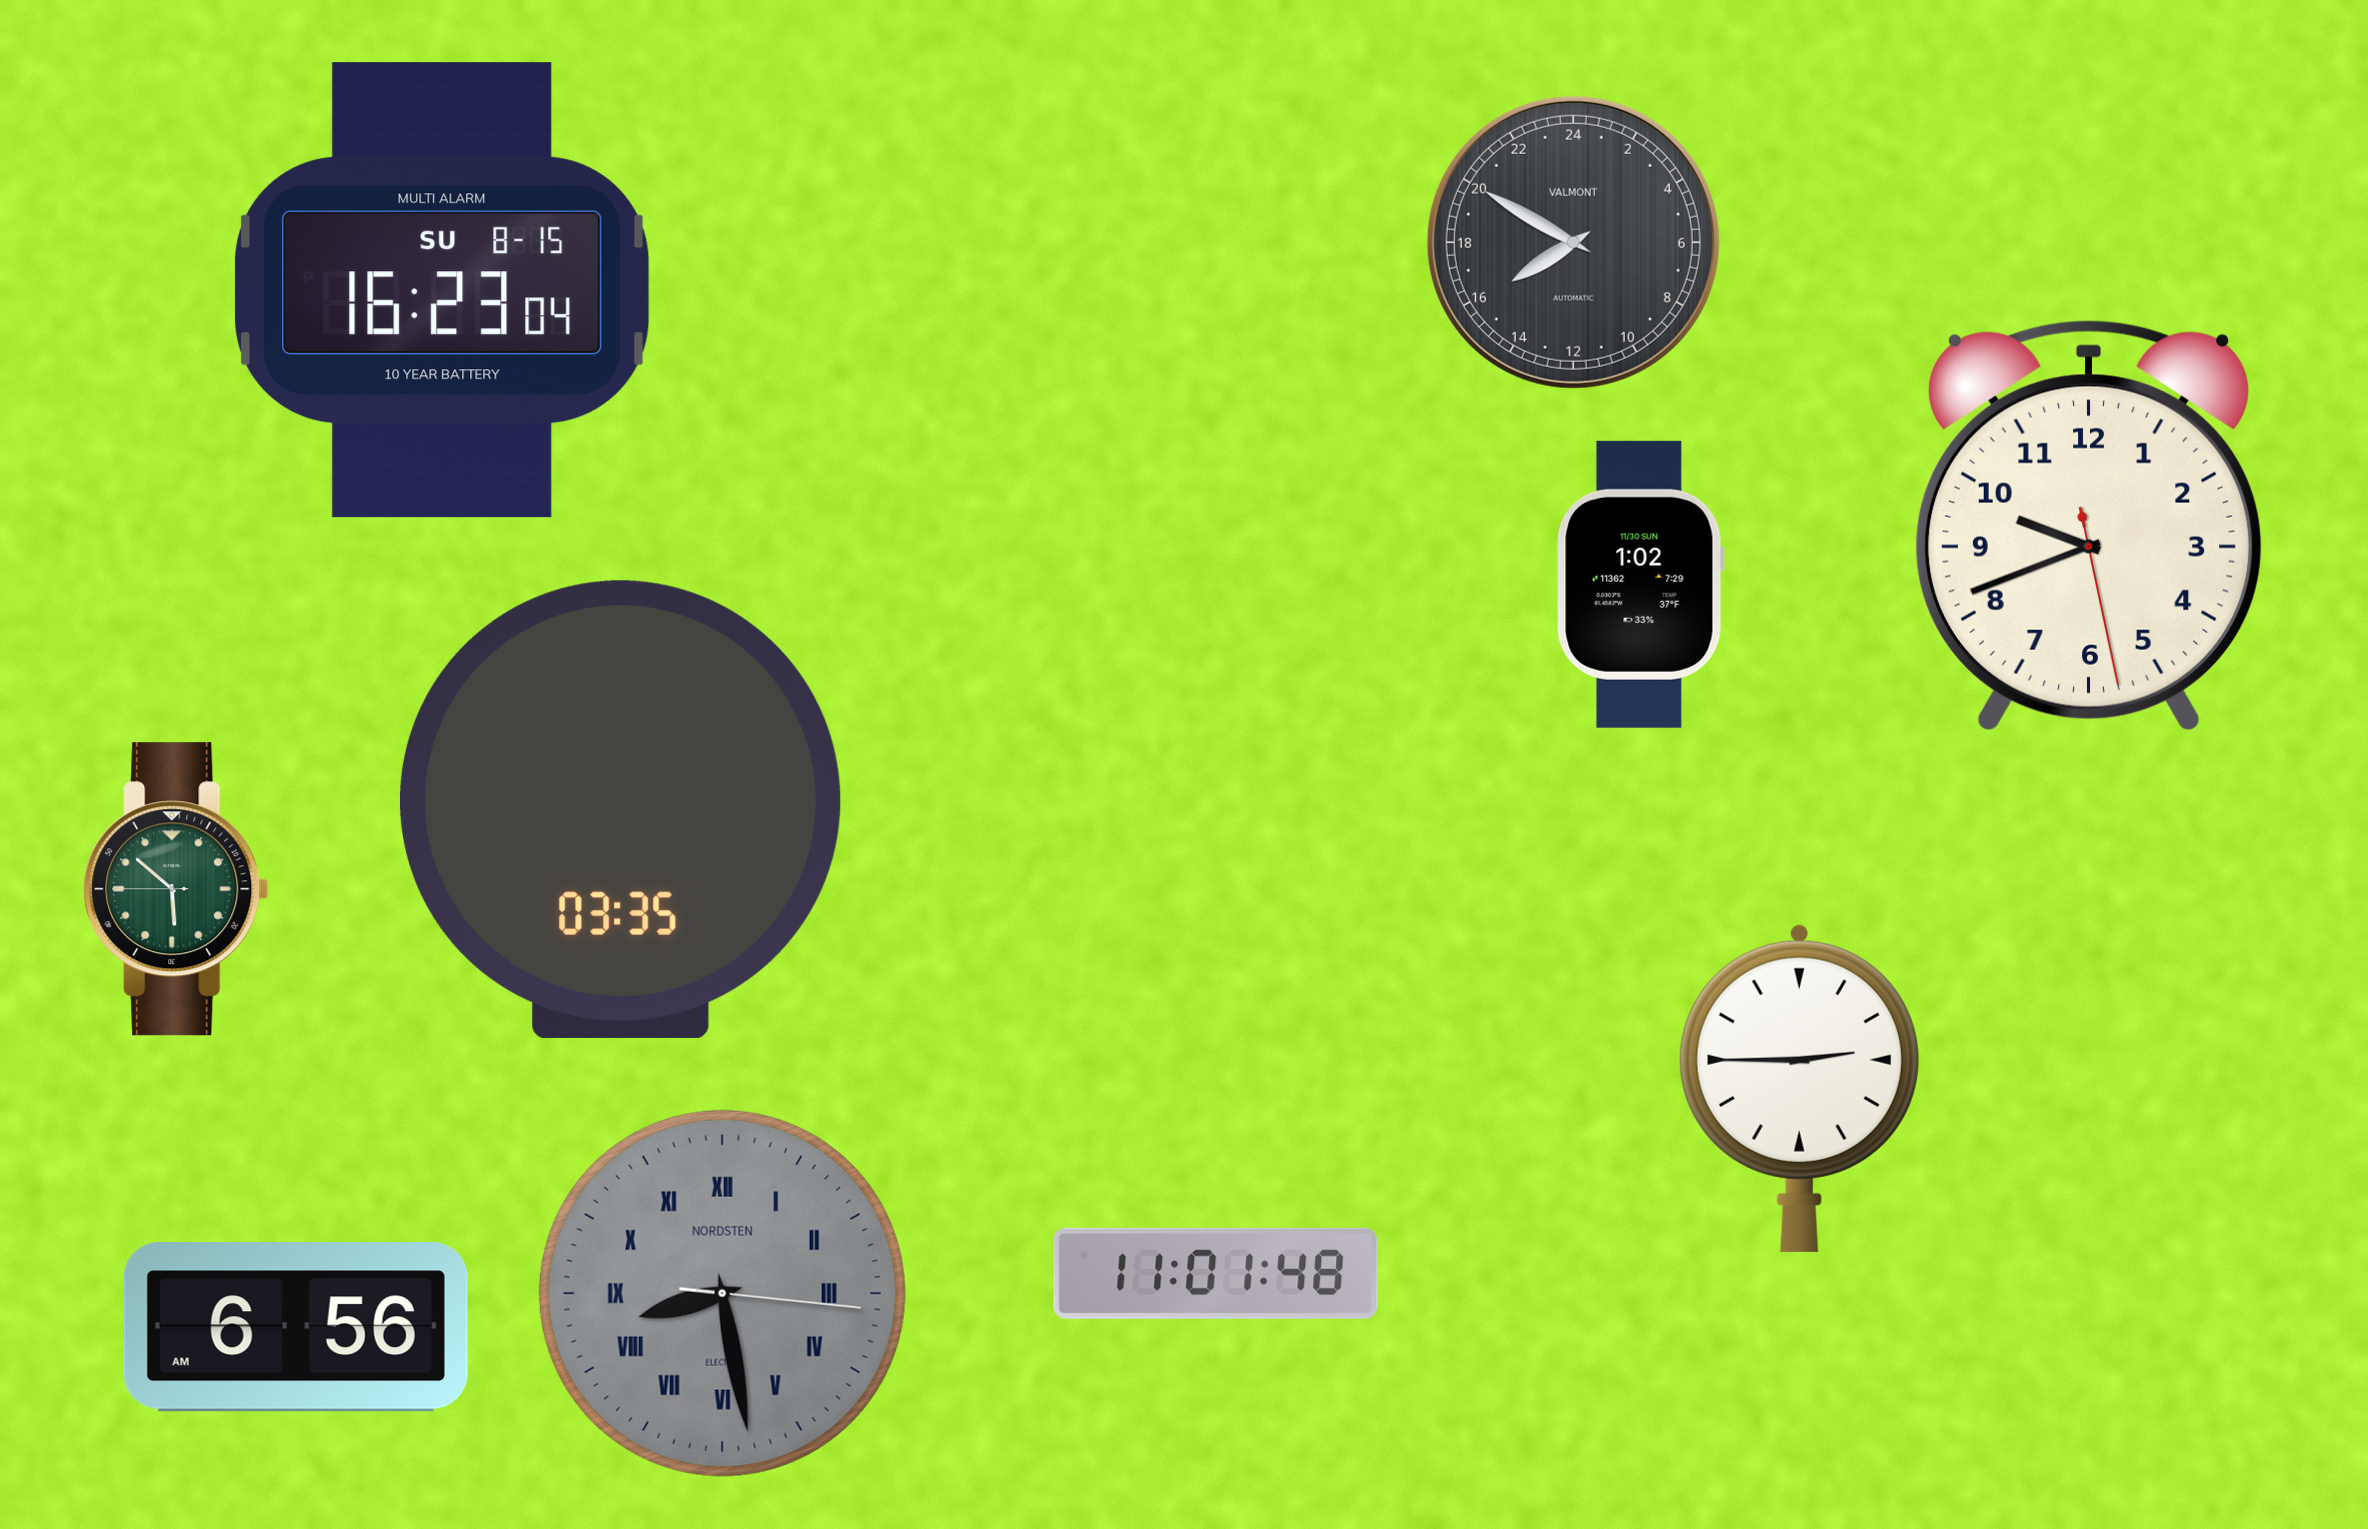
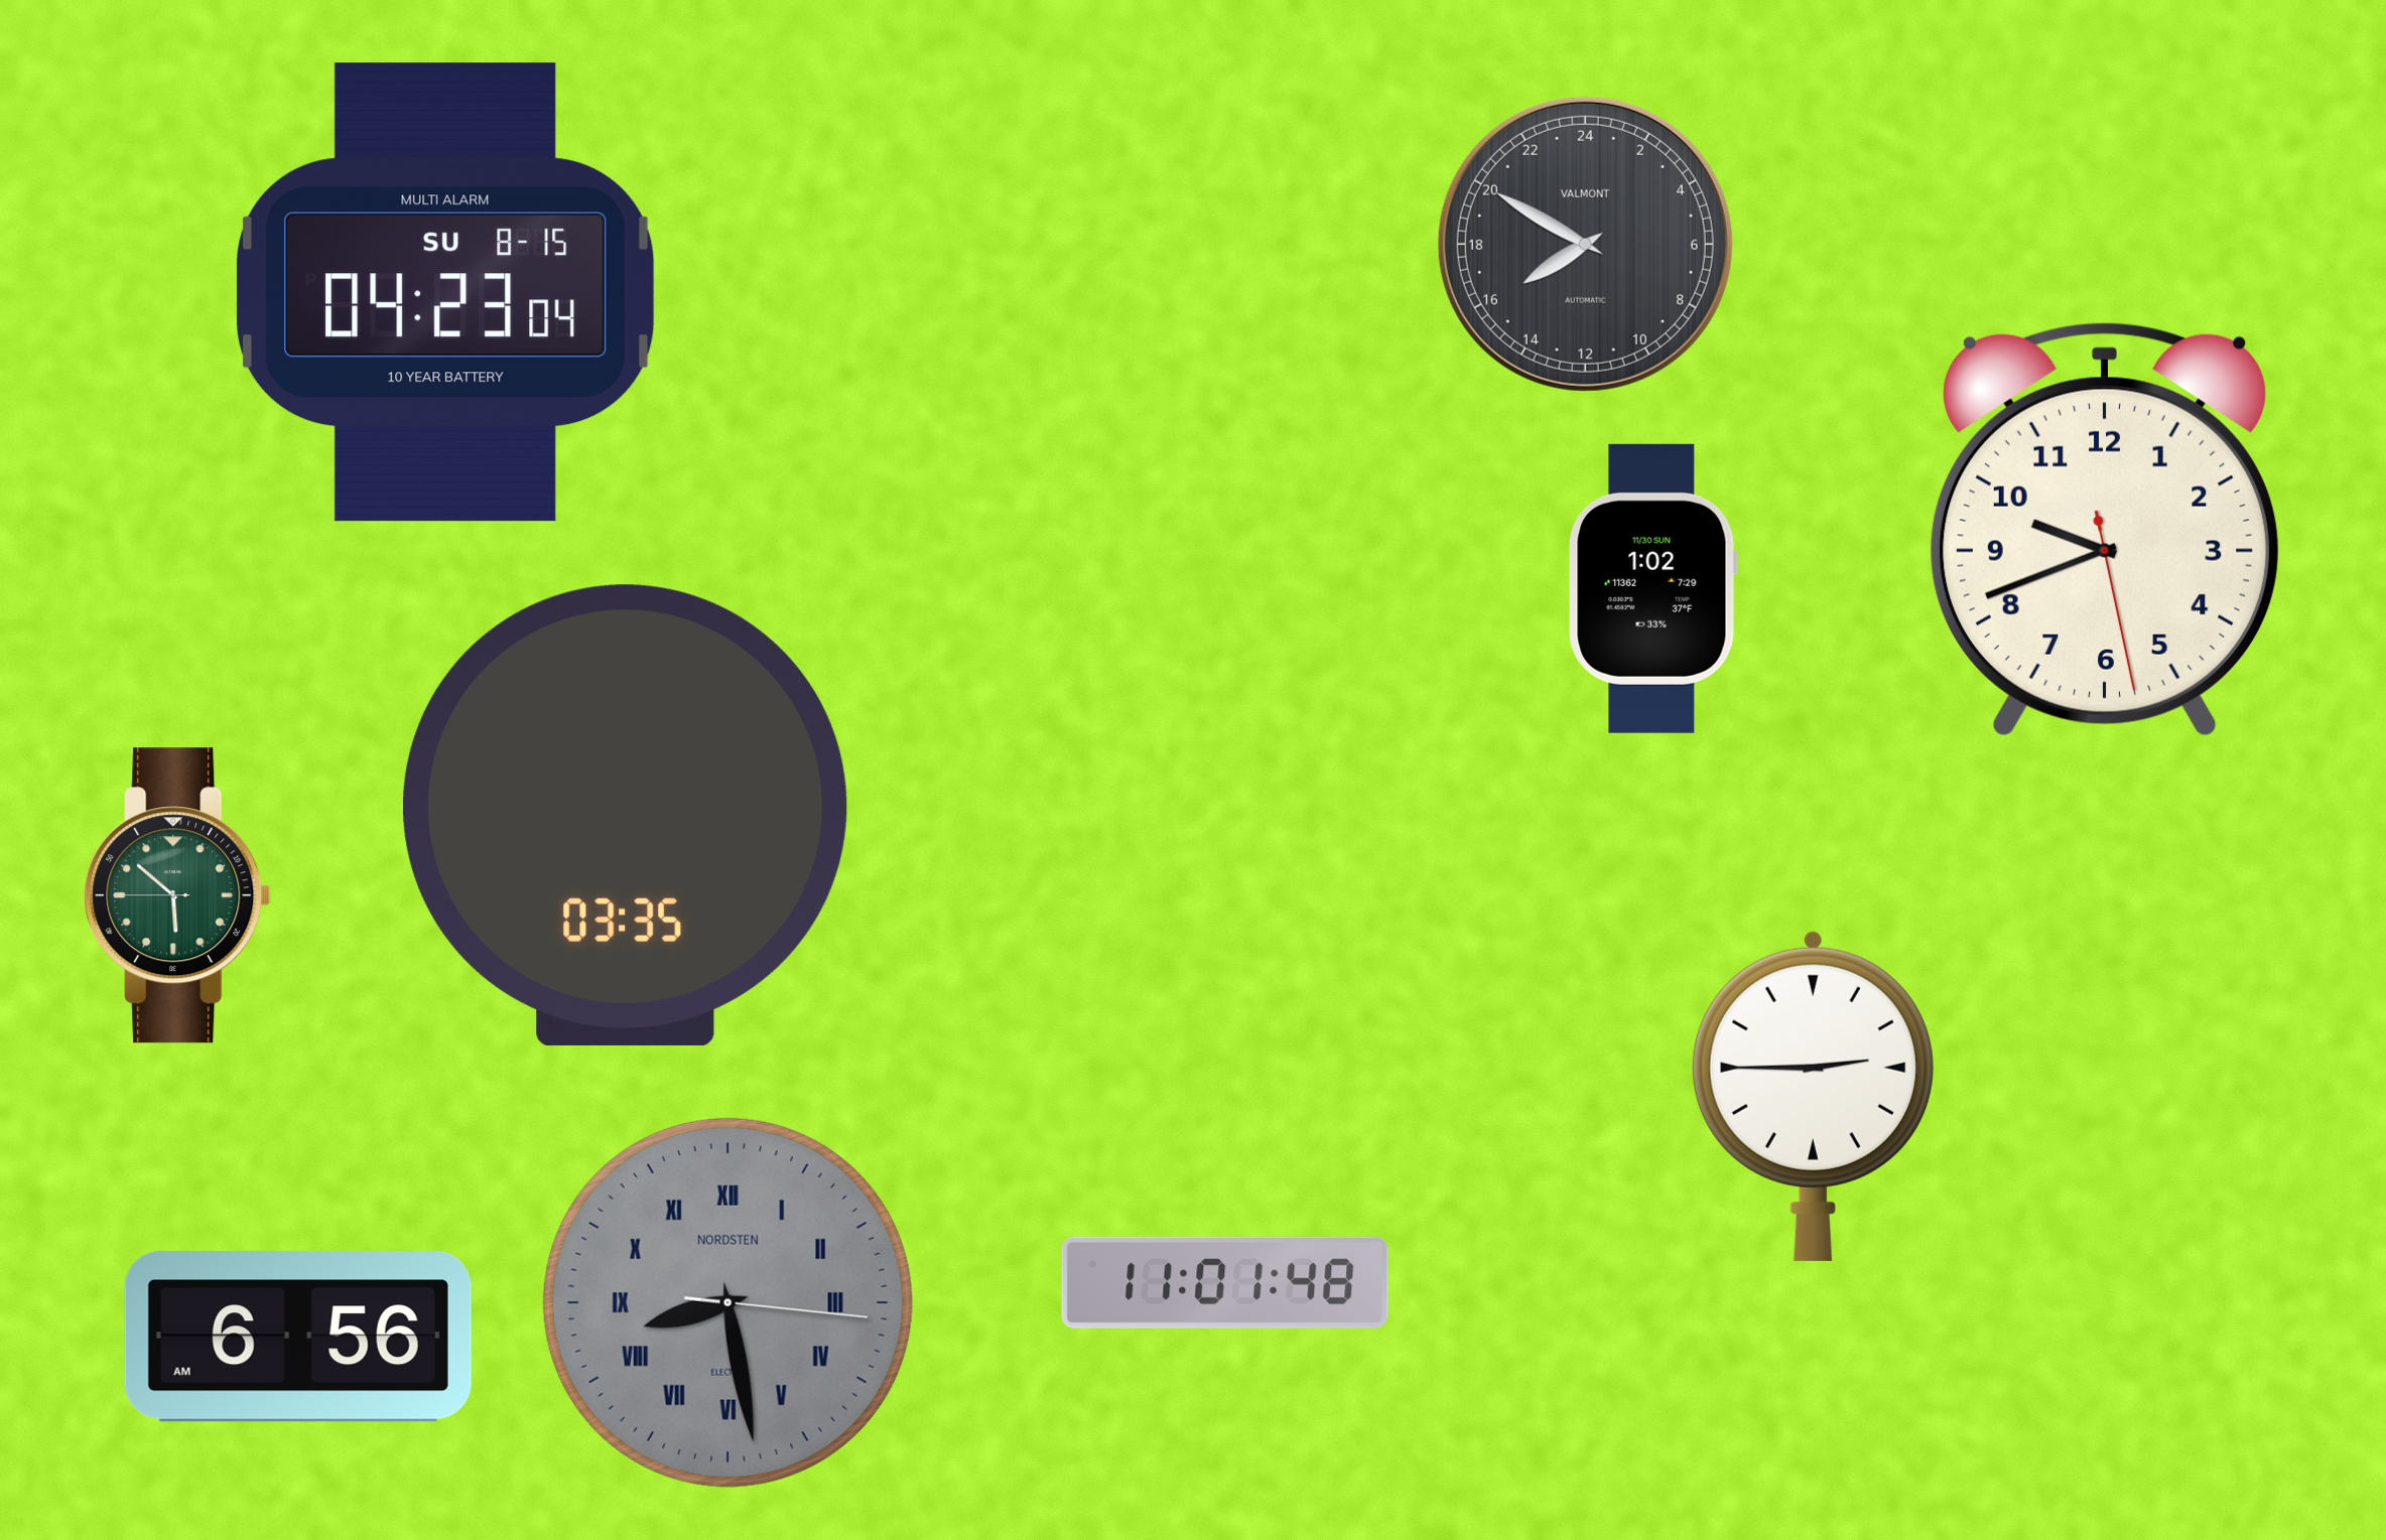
clock at (442, 290): 16:23 -> 04:23
